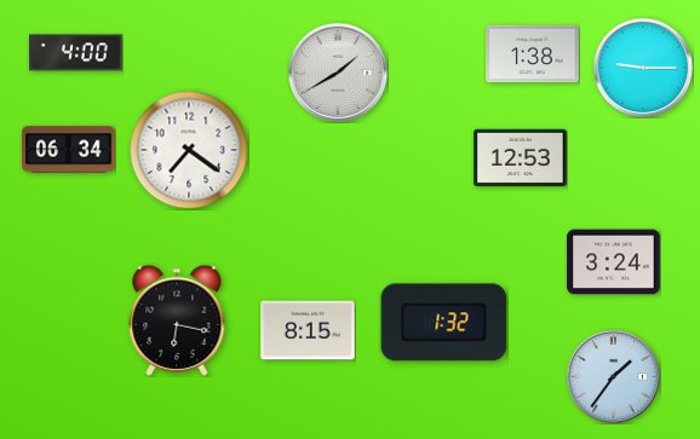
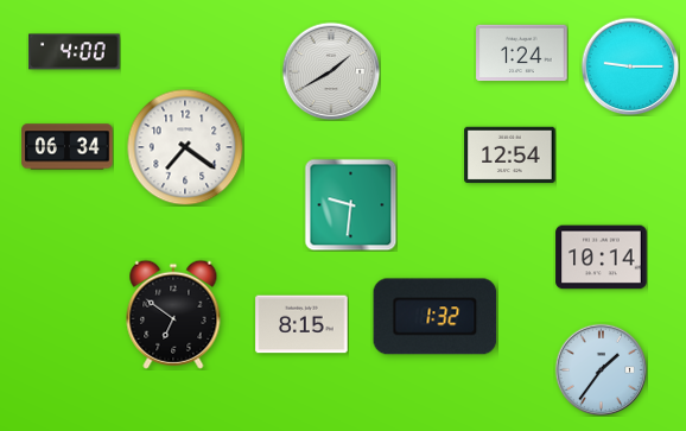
clock at (533, 54): 1:38 -> 1:24
clock at (521, 158): 12:53 -> 12:54
clock at (350, 204): none -> 9:31
clock at (614, 262): 3:24 -> 10:14
clock at (177, 320): 6:17 -> 6:51
